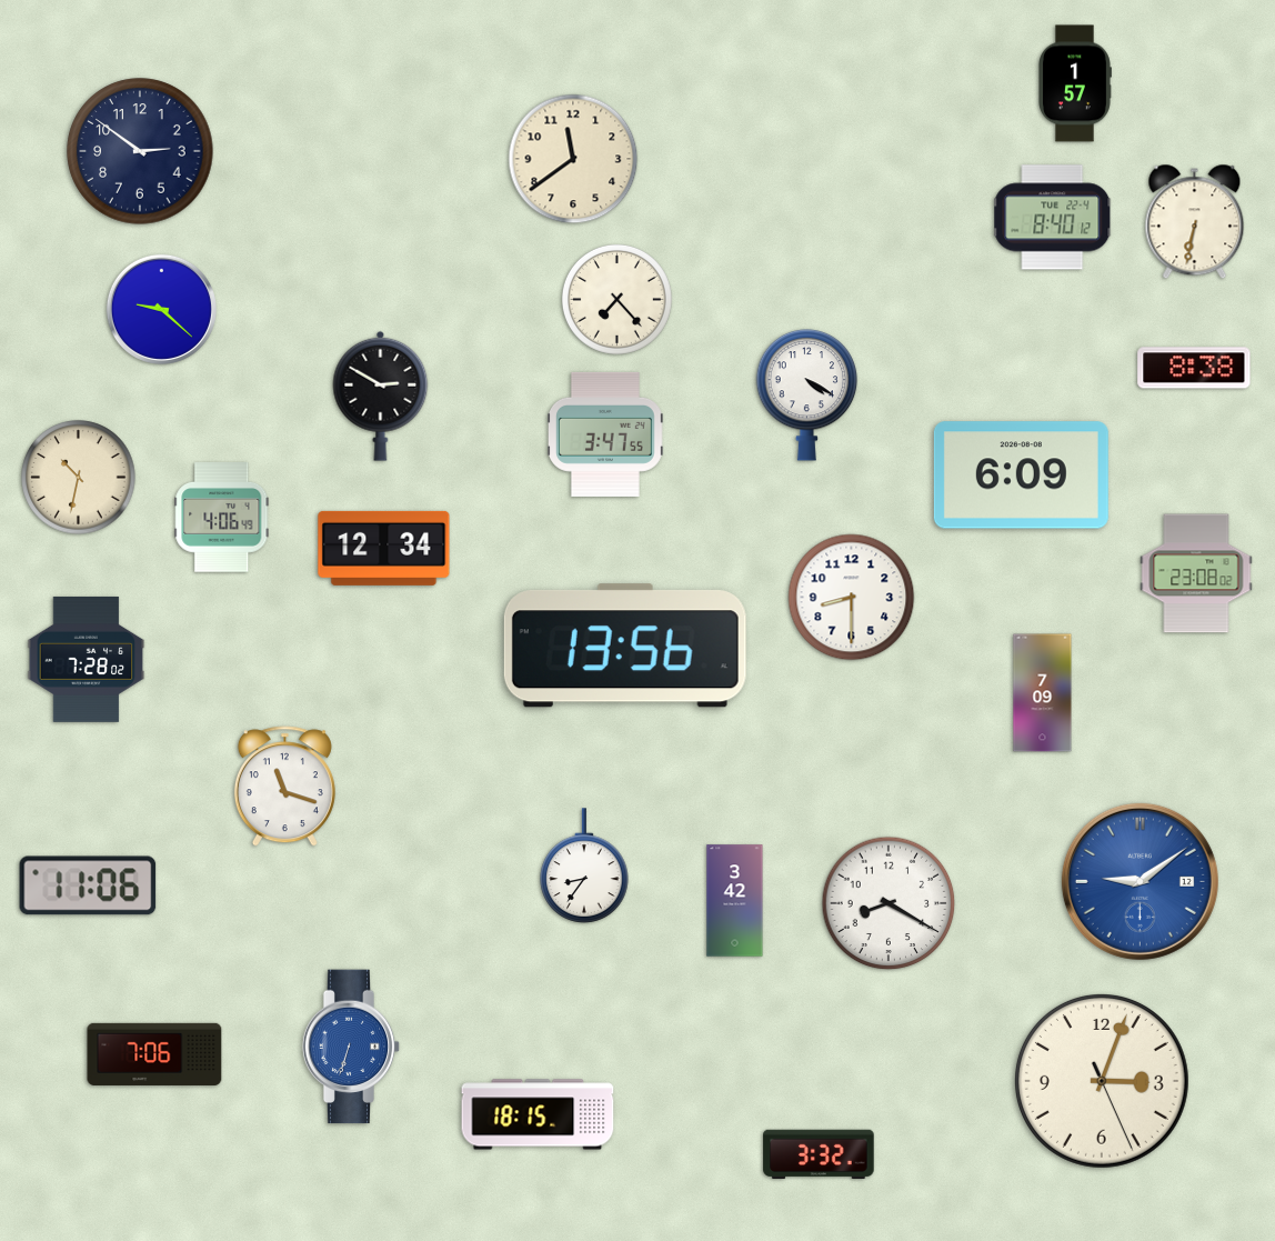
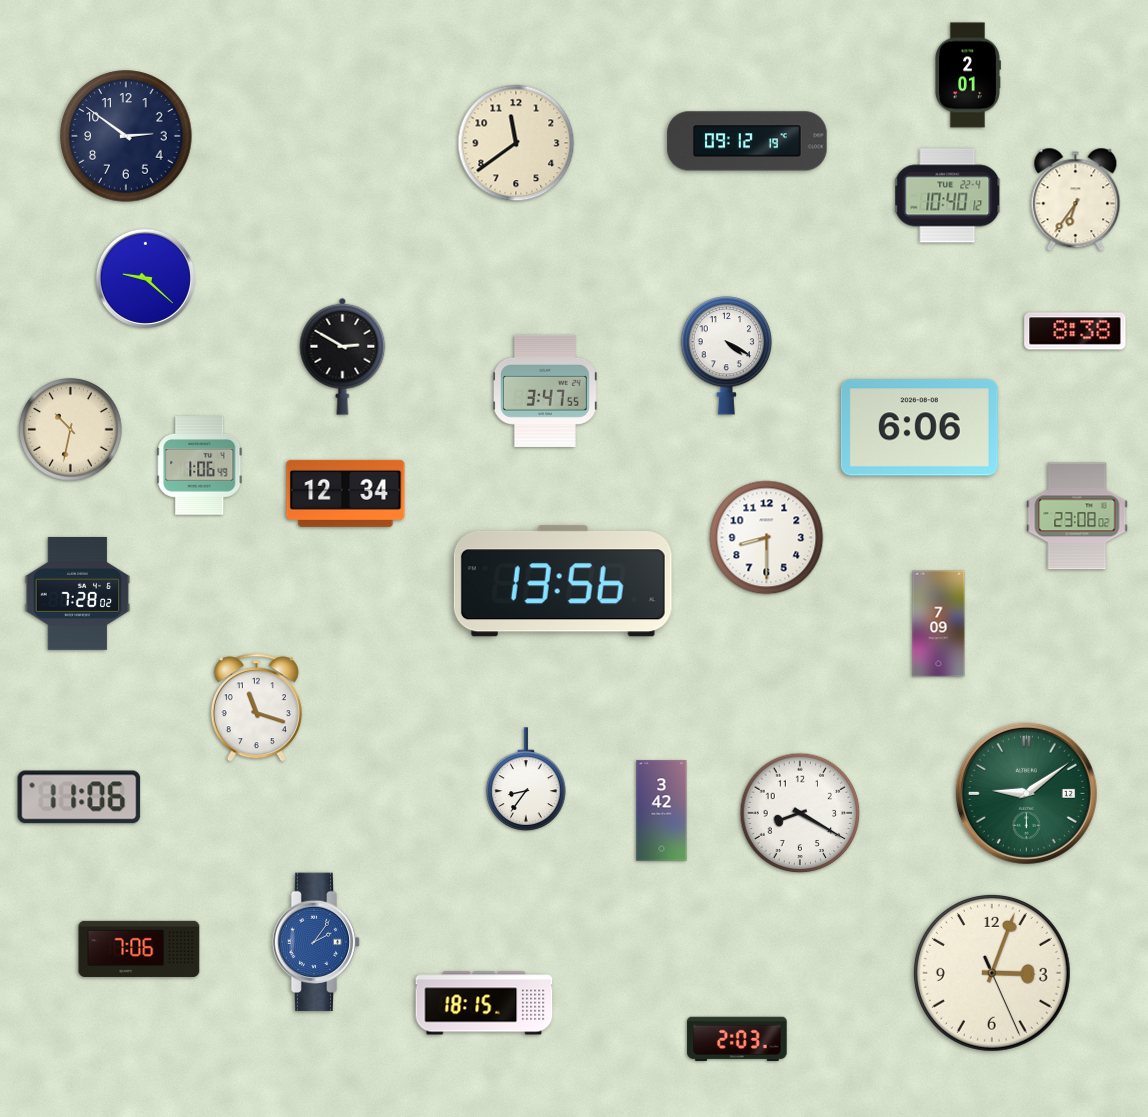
clock at (1075, 83): 1:57 -> 2:01
clock at (747, 141): none -> 09:12
clock at (1053, 218): 8:40 -> 10:40
clock at (1195, 222): 6:32 -> 6:36
clock at (616, 299): 7:23 -> none
clock at (1021, 476): 6:09 -> 6:06
clock at (222, 518): 4:06 -> 1:06
clock at (1140, 881) dial: blue -> green
clock at (351, 1047): 6:33 -> 2:06
clock at (819, 1154): 3:32 -> 2:03
